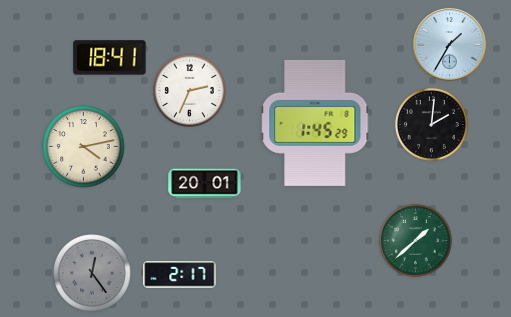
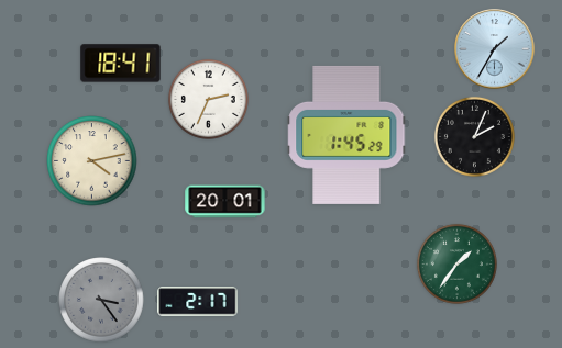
clock at (431, 124): 2:01 -> 2:04
clock at (415, 240): 1:38 -> 1:36
clock at (92, 273): 12:24 -> 3:24
